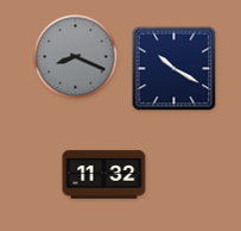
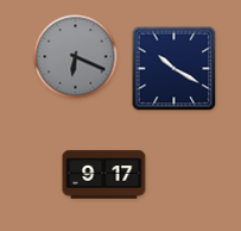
clock at (76, 57): 8:19 -> 6:19
clock at (104, 175): 11:32 -> 9:17
